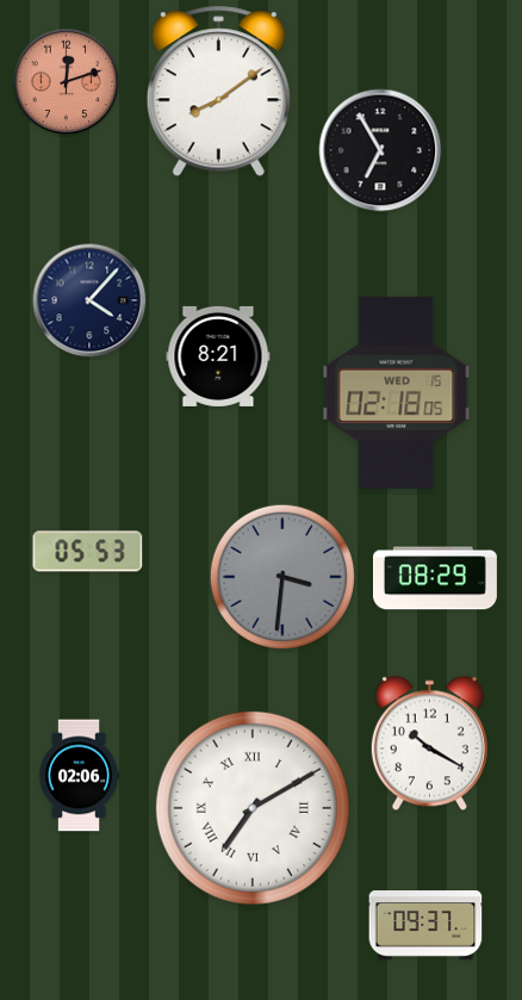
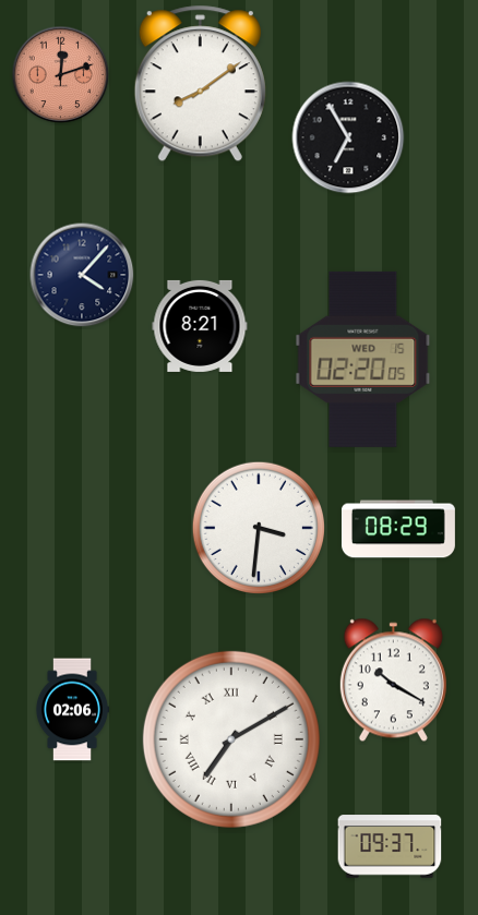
clock at (397, 392): 02:18 -> 02:20
clock at (88, 552): 05:53 -> none
clock at (281, 576) dial: grey -> white
